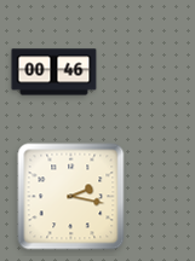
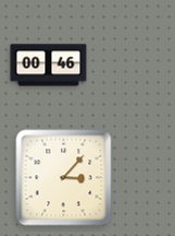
clock at (71, 197): 2:17 -> 3:07
